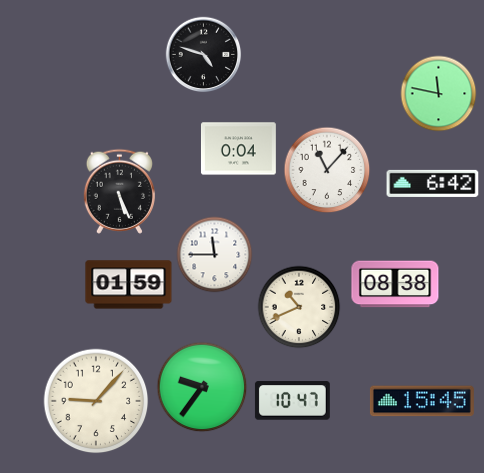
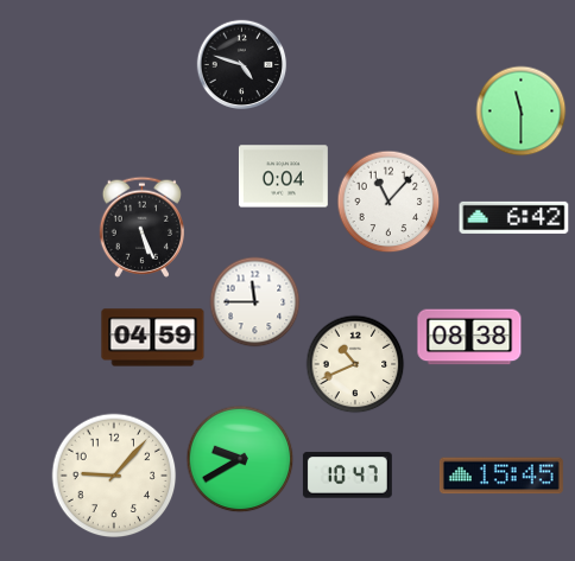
clock at (439, 94): 11:47 -> 11:30
clock at (129, 285): 01:59 -> 04:59
clock at (202, 387): 9:36 -> 9:40
